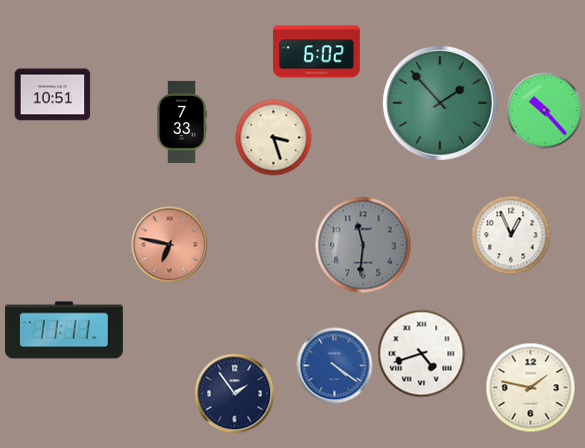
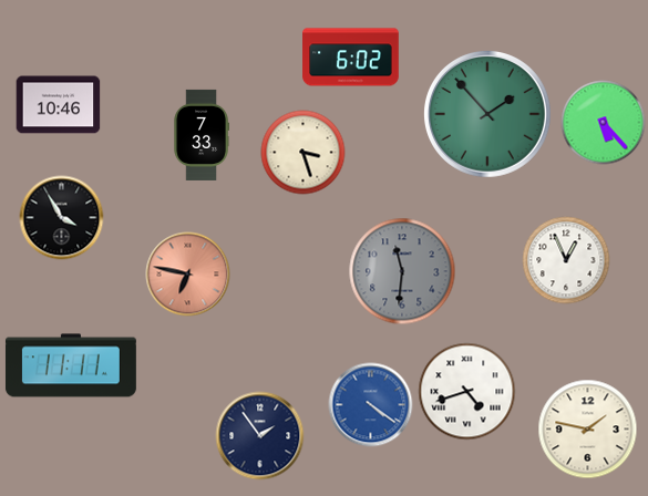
clock at (53, 95): 10:51 -> 10:46
clock at (545, 111): 10:23 -> 5:23
clock at (62, 218): none -> 3:55
clock at (170, 245) position: (170, 245) -> (188, 275)
